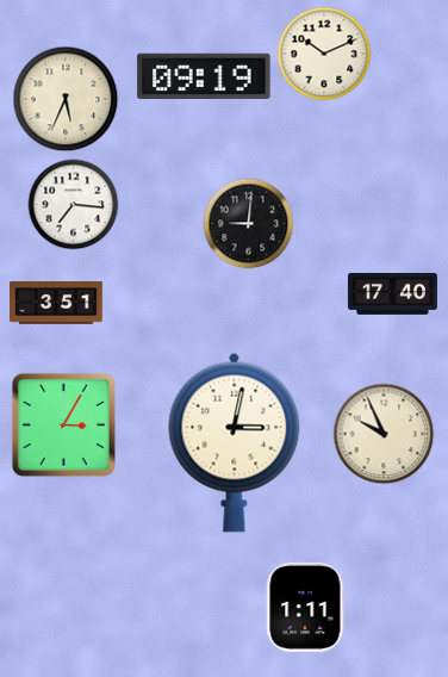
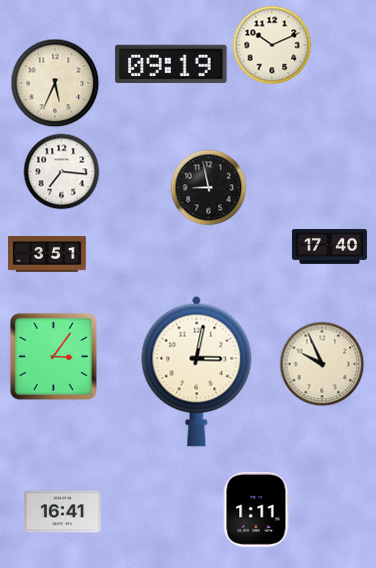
clock at (249, 224): 9:01 -> 8:58
clock at (63, 424): 3:05 -> 3:06
clock at (63, 512): none -> 16:41
